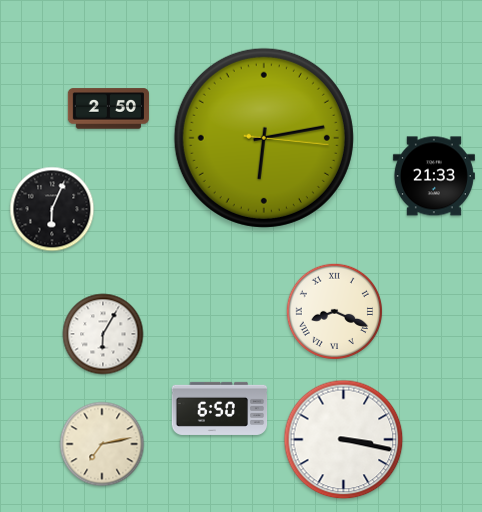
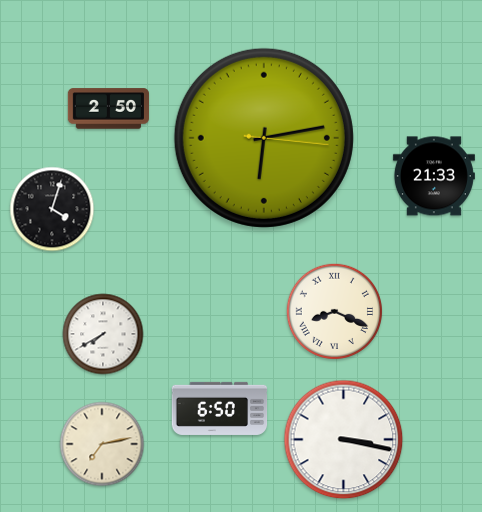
clock at (52, 209): 6:04 -> 4:03
clock at (103, 334): 6:05 -> 7:40
